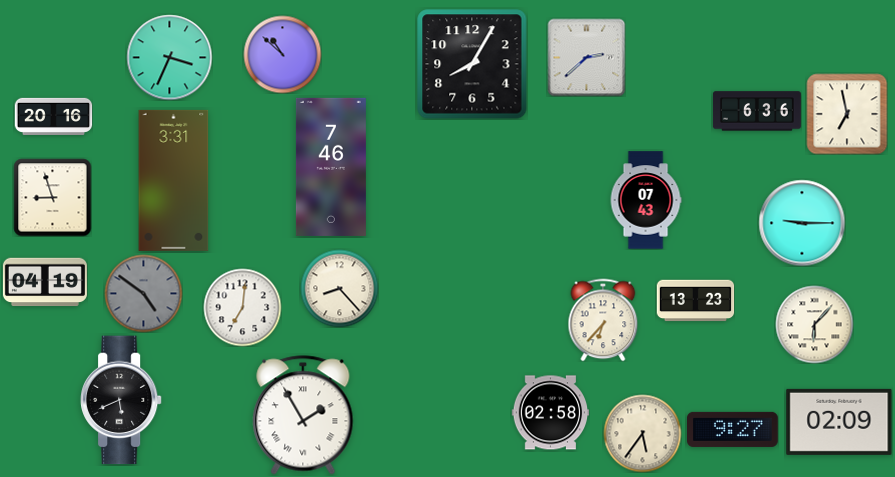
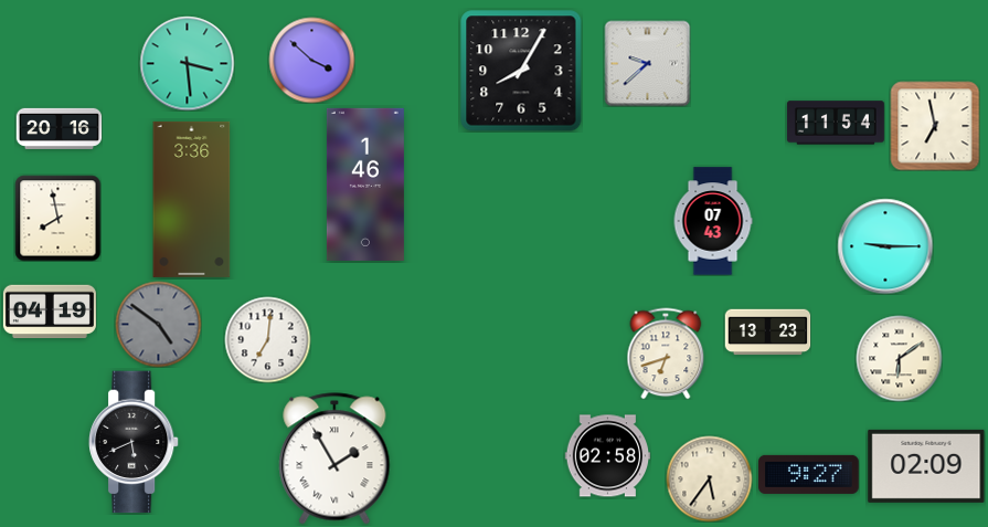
clock at (282, 54): 10:52 -> 3:52
clock at (169, 57): 3:34 -> 3:29
clock at (586, 57): 2:38 -> 9:38
clock at (757, 111): 6:36 -> 11:54
clock at (331, 167): 7:46 -> 1:46
clock at (174, 180): 3:31 -> 3:36
clock at (52, 197): 8:57 -> 7:58
clock at (339, 288): 8:23 -> none
clock at (603, 320): 6:37 -> 6:42
clock at (814, 324): 6:07 -> 6:09
